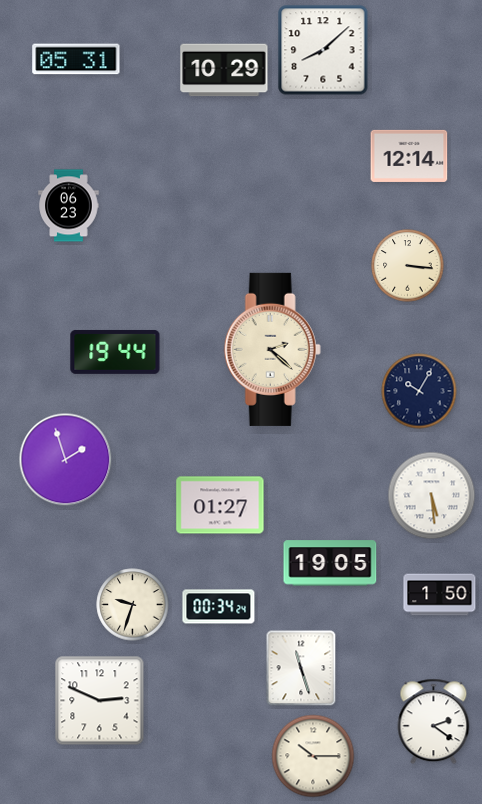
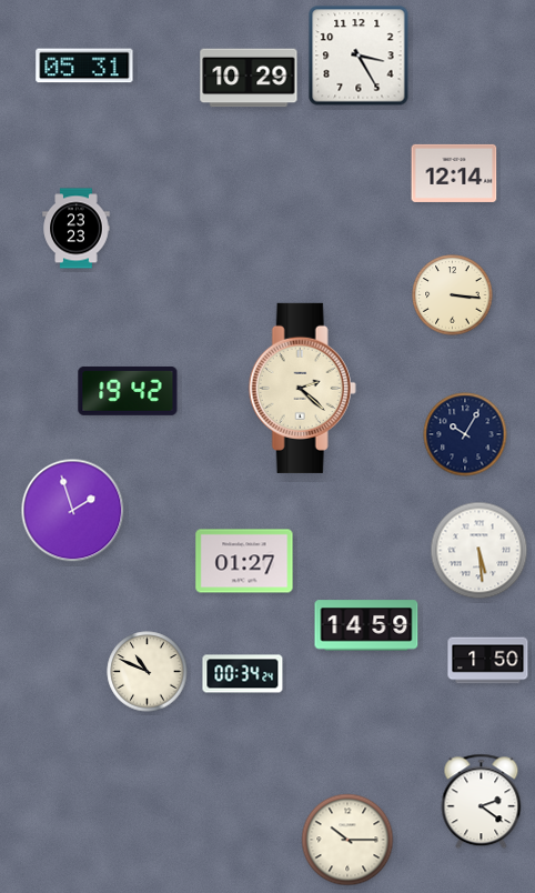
clock at (323, 50): 8:08 -> 3:25
clock at (69, 206): 06:23 -> 23:23
clock at (115, 352): 19:44 -> 19:42
clock at (330, 563): 19:05 -> 14:59
clock at (133, 605): 9:33 -> 10:49
clock at (301, 668): 11:27 -> none
clock at (100, 701): 2:49 -> none
